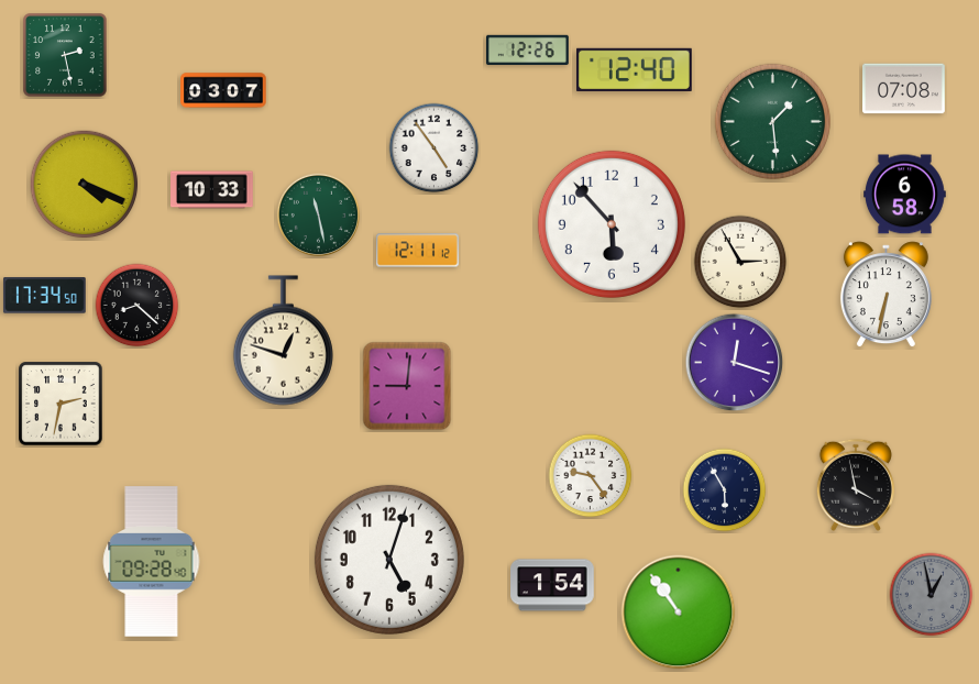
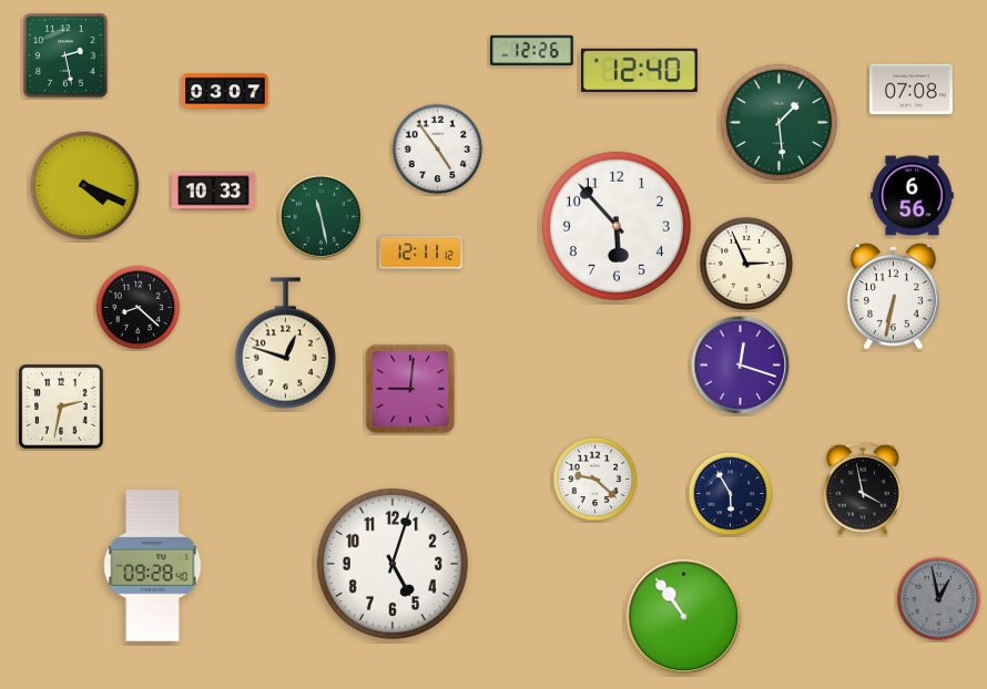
clock at (905, 195): 6:58 -> 6:56
clock at (740, 262): 2:55 -> 2:56
clock at (44, 296): 17:34 -> none
clock at (591, 476): 9:24 -> 9:22
clock at (552, 585): 1:54 -> none
